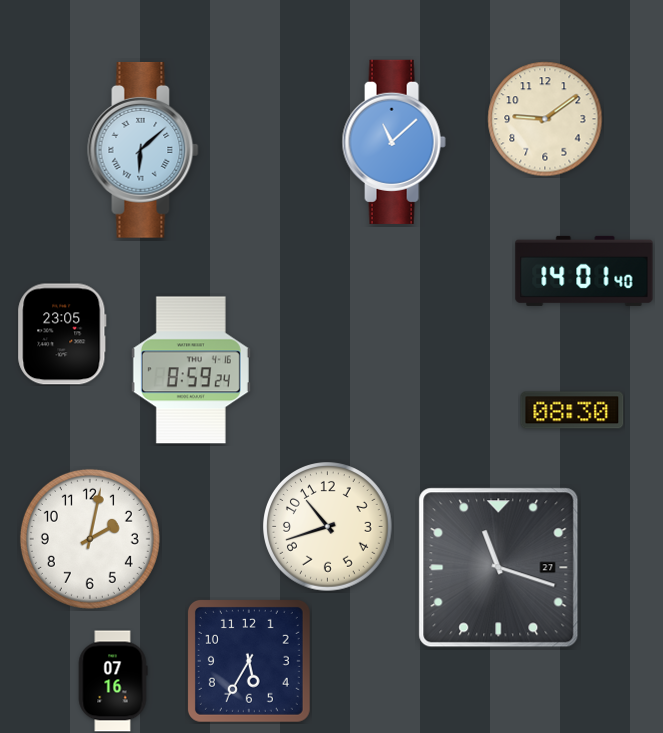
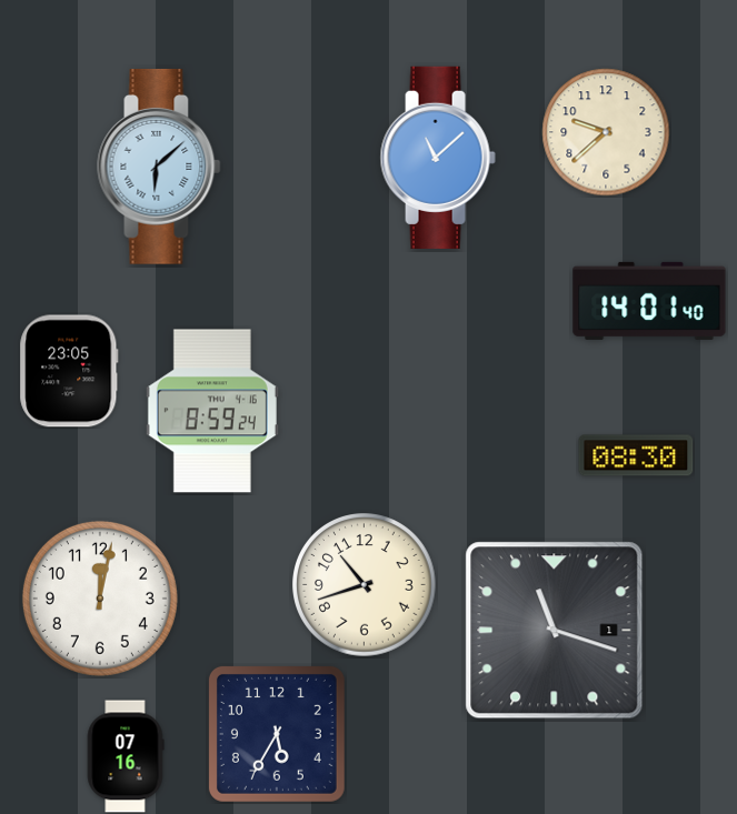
clock at (545, 119): 9:09 -> 9:38
clock at (90, 539): 2:02 -> 12:02
clock at (499, 568) date: 27 -> 1
